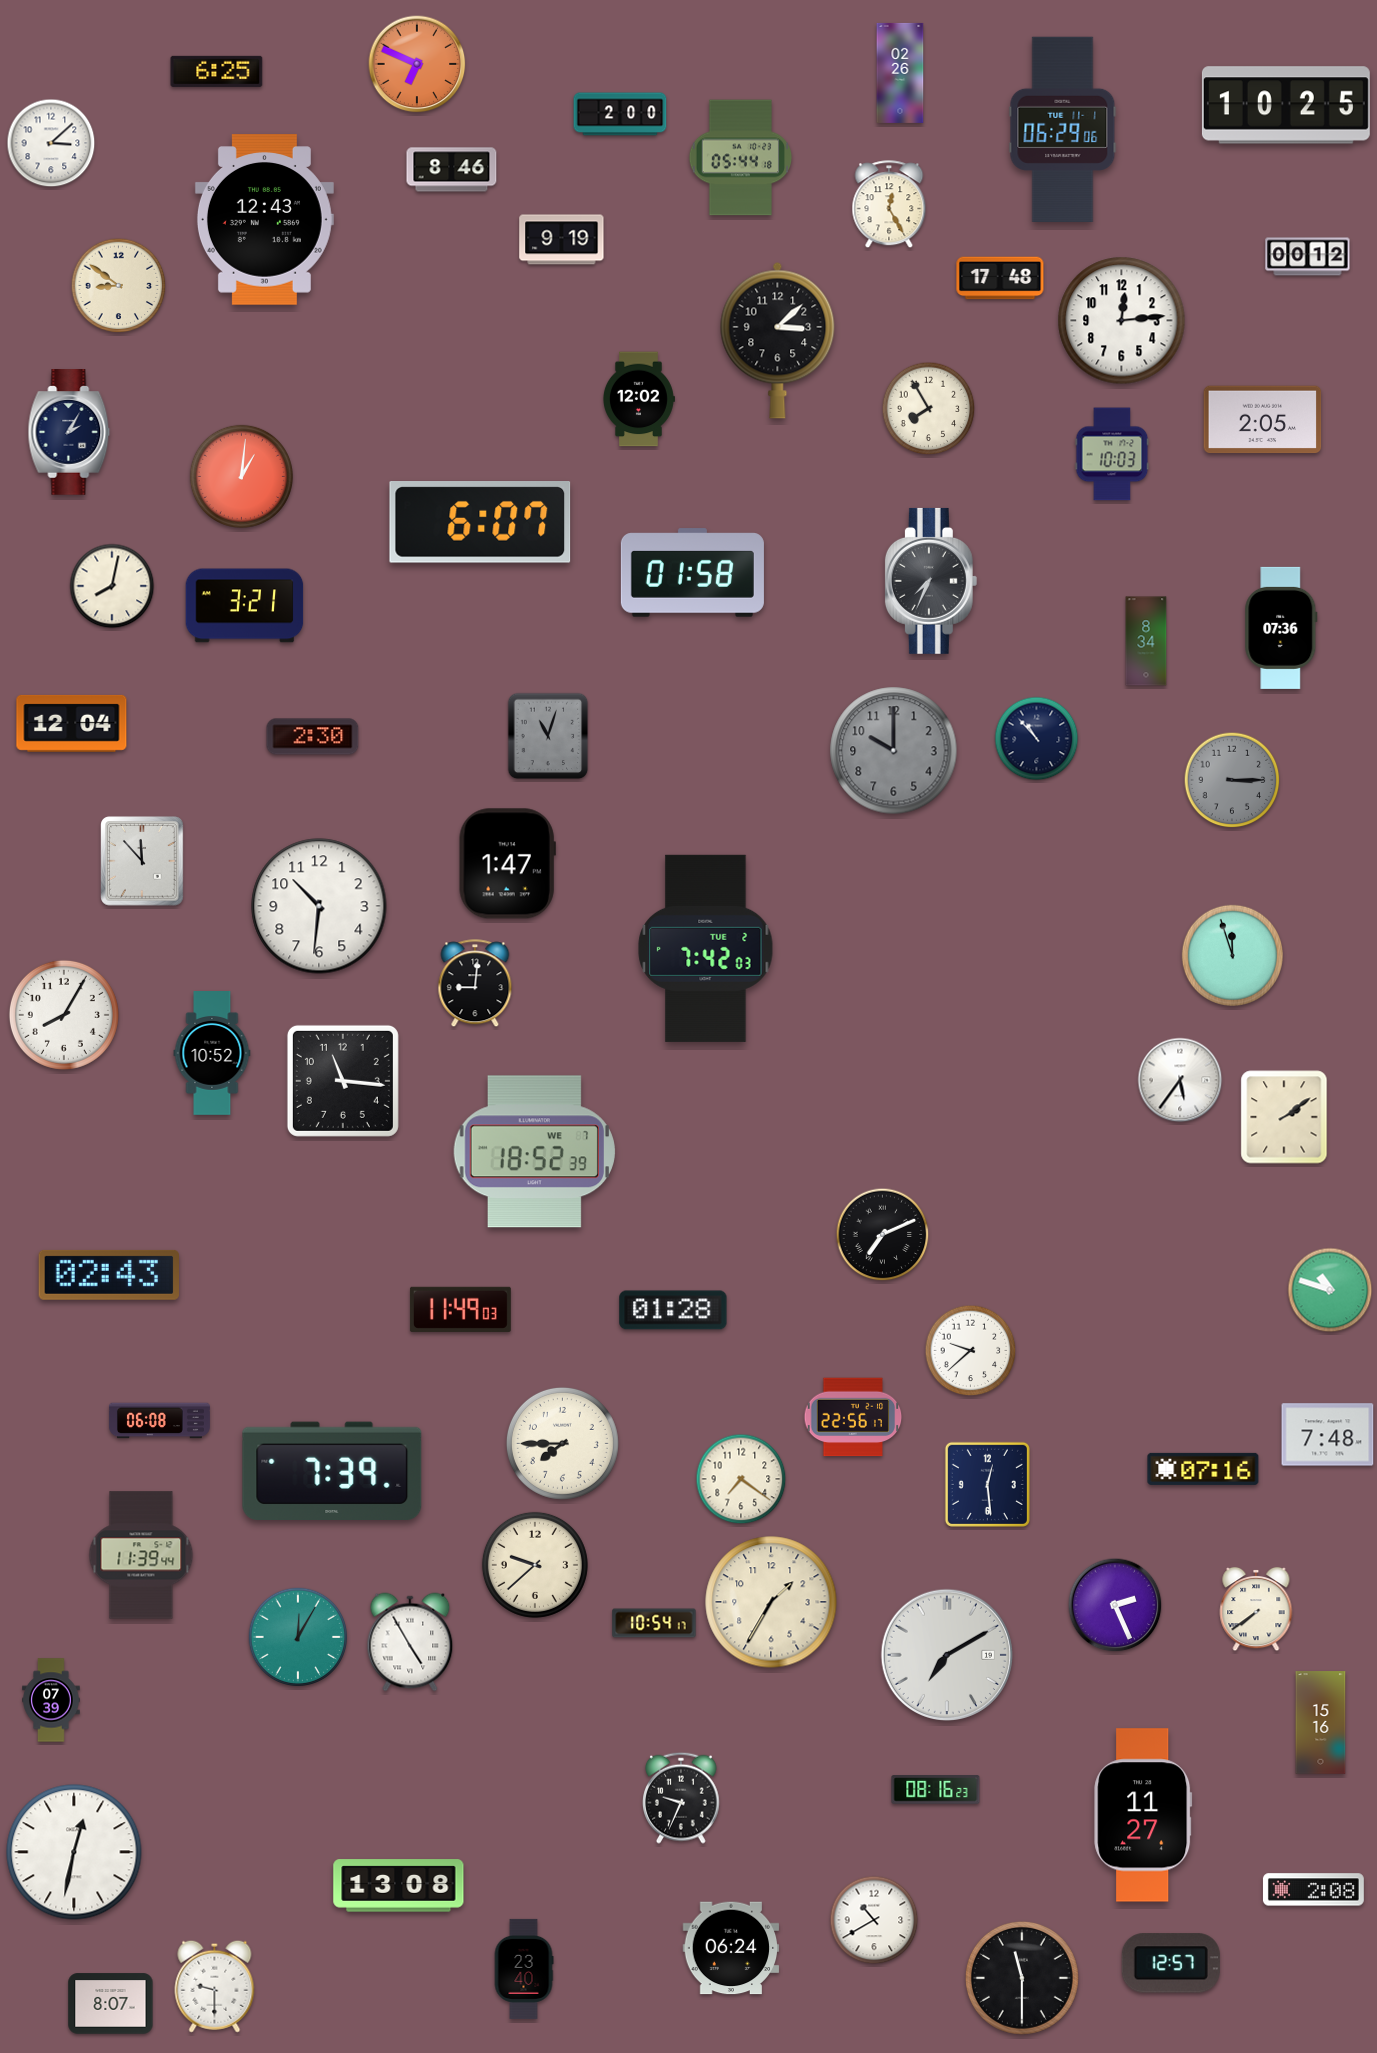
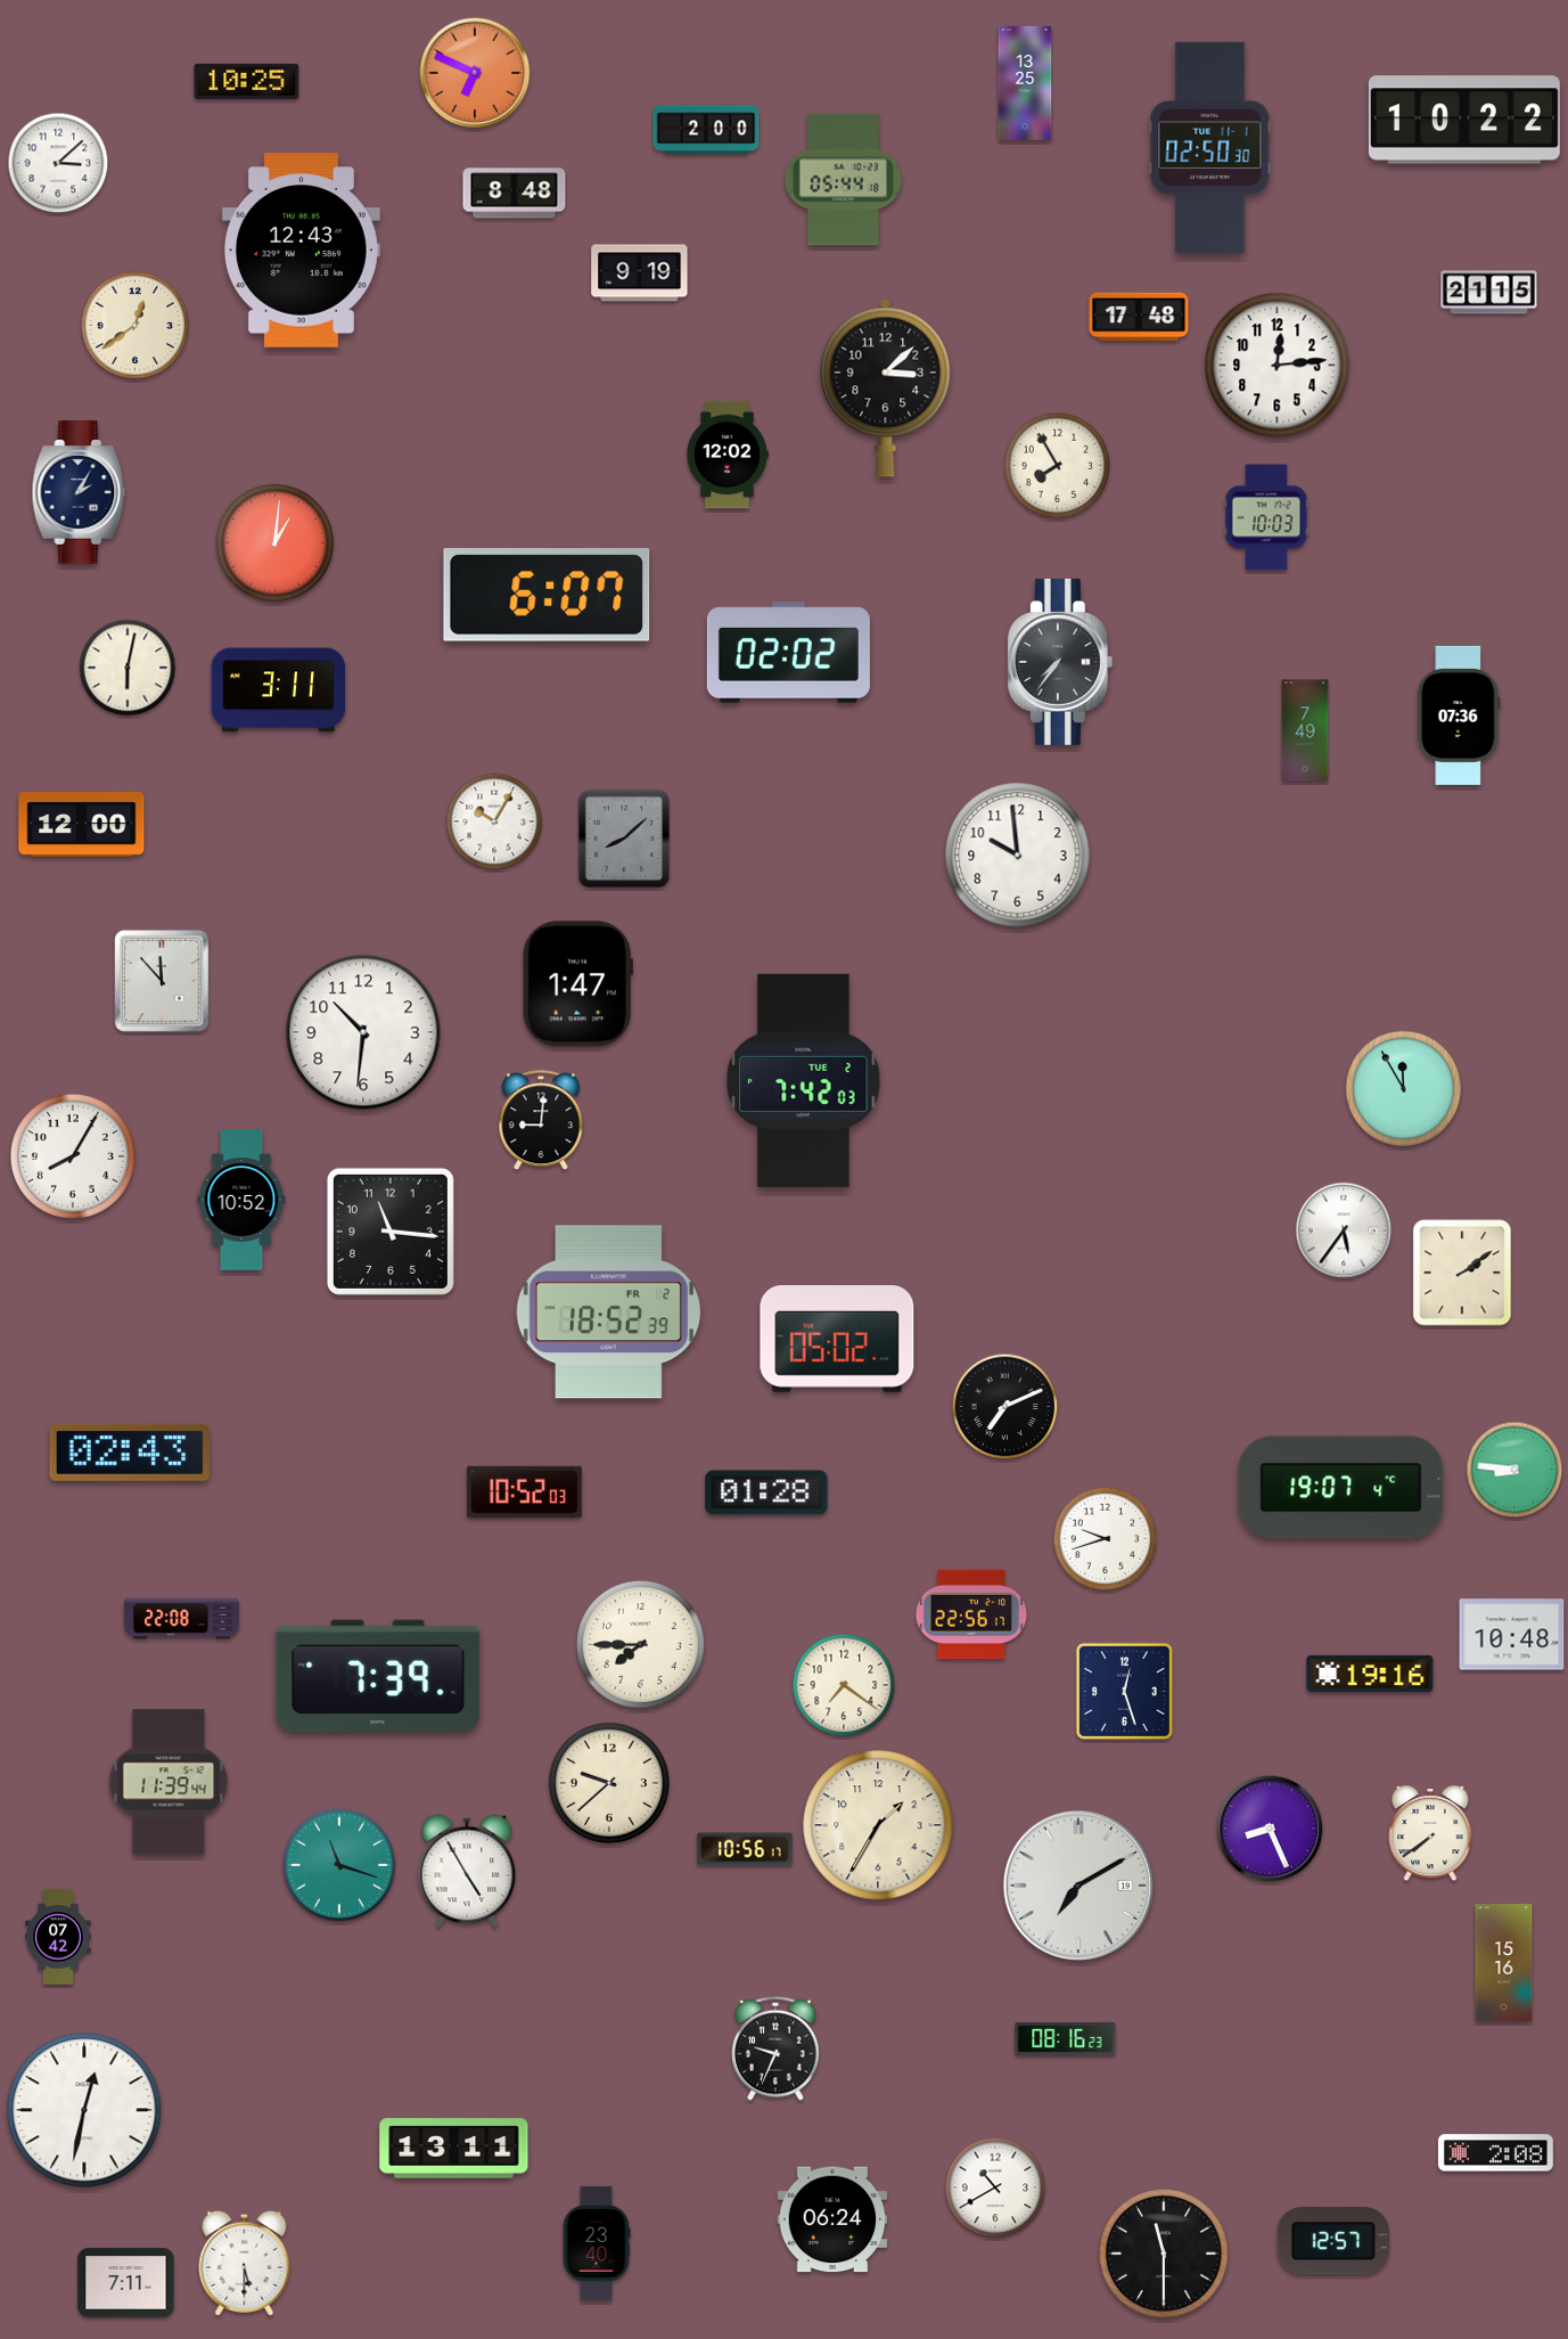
clock at (217, 71): 6:25 -> 10:25
clock at (900, 73): 02:26 -> 13:25
clock at (1286, 105): 10:25 -> 10:22
clock at (1063, 130): 06:29 -> 02:50
clock at (452, 170): 8:46 -> 8:48
clock at (889, 205): 12:25 -> none
clock at (1308, 257): 00:12 -> 21:15
clock at (119, 286): 8:51 -> 12:39
clock at (1263, 420): 2:05 -> none
clock at (692, 573): 01:58 -> 02:02
clock at (931, 581): 7:34 -> 7:36
clock at (112, 586): 8:02 -> 6:02
clock at (245, 606): 3:21 -> 3:11
clock at (1146, 641): 8:34 -> 7:49
clock at (494, 821): none -> 10:05
clock at (72, 723): 12:04 -> 12:00
clock at (548, 736): 11:03 -> 8:08
clock at (313, 737): 2:30 -> none
clock at (1037, 739): 10:53 -> none
clock at (894, 751): 10:00 -> 9:59
clock at (894, 751) dial: grey -> white
clock at (1232, 780): 3:15 -> none
clock at (1232, 955): 11:57 -> 11:55
clock at (534, 1152) date: WE 7 -> FR 2
clock at (837, 1340): none -> 05:02
clock at (108, 1275) position: (108, 1275) -> (129, 1453)
clock at (1330, 1290): 10:48 -> 8:46
clock at (1341, 1488): none -> 19:07
clock at (460, 1309): 11:49 -> 10:52
clock at (971, 1351): 9:38 -> 9:42
clock at (159, 1421): 06:08 -> 22:08
clock at (1328, 1435): 7:48 -> 10:48
clock at (1203, 1469): 07:16 -> 19:16
clock at (987, 1484): 12:29 -> 12:27
clock at (141, 1555) position: (141, 1555) -> (169, 1782)
clock at (1115, 1605): 2:26 -> 8:26
clock at (654, 1623): 10:54 -> 10:56
clock at (298, 1637): 12:05 -> 11:18
clock at (51, 1700): 07:39 -> 07:42
clock at (1143, 1815): 11:27 -> none
clock at (399, 1886): 13:08 -> 13:11
clock at (1171, 1963) position: (1171, 1963) -> (1333, 2241)
clock at (215, 1986): 9:30 -> 5:30
clock at (111, 2004): 8:07 -> 7:11
